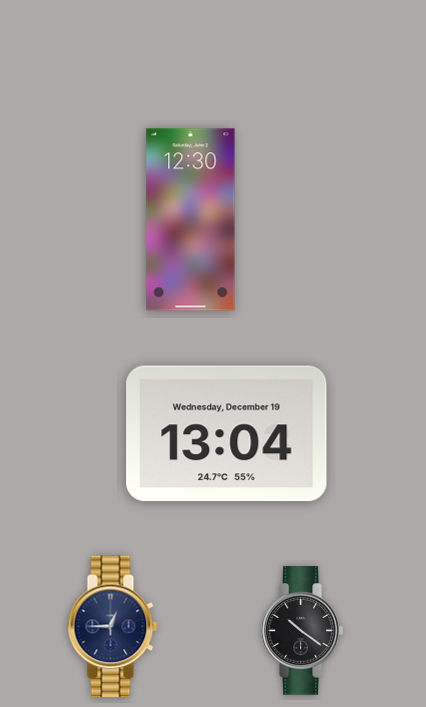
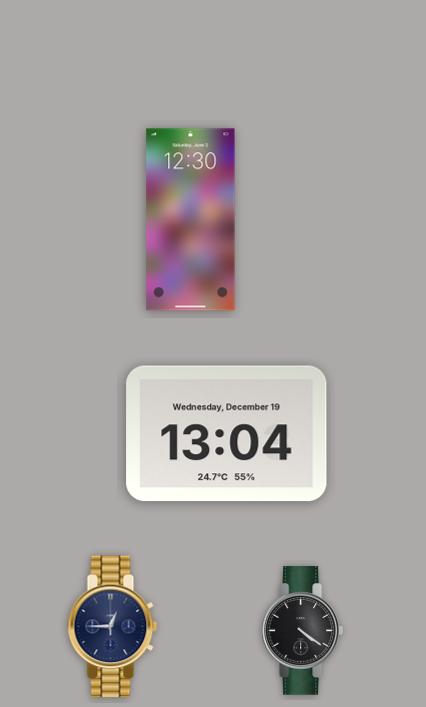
clock at (302, 631): 10:21 -> 4:21
